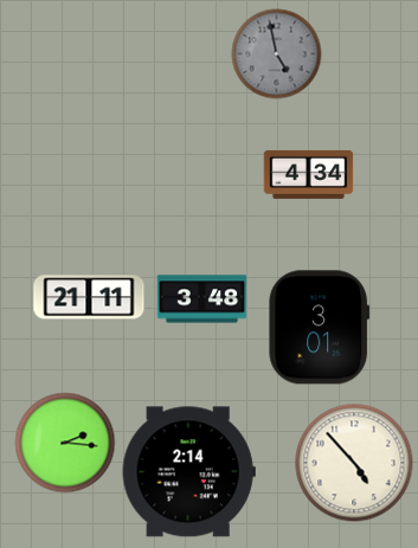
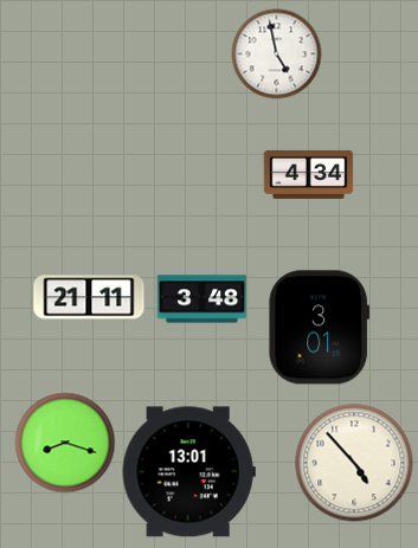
clock at (277, 54) dial: grey -> white
clock at (65, 443): 2:16 -> 8:18
clock at (188, 472): 2:14 -> 13:01
